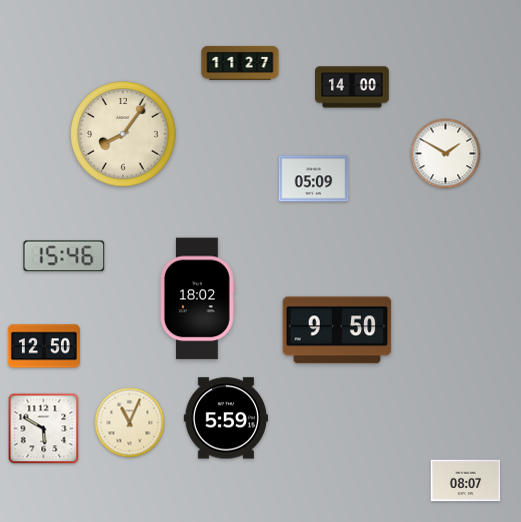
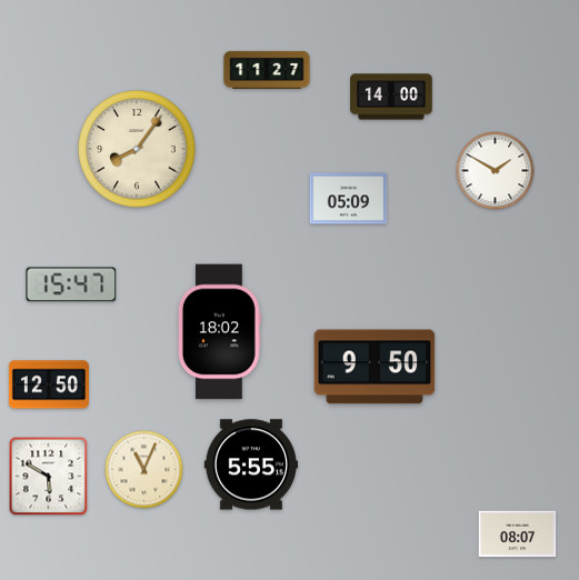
clock at (64, 256): 15:46 -> 15:47
clock at (225, 418): 5:59 -> 5:55
